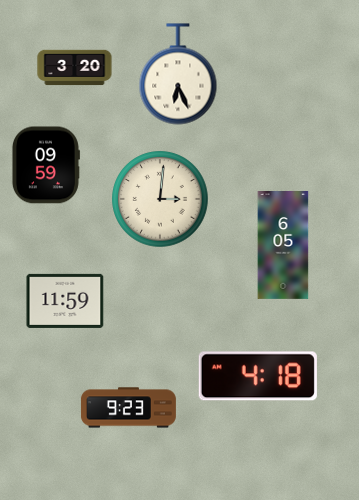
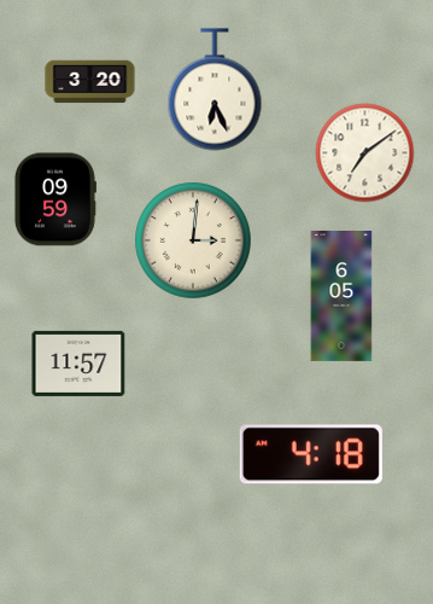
clock at (365, 153): none -> 7:09
clock at (65, 301): 11:59 -> 11:57
clock at (128, 408): 9:23 -> none
